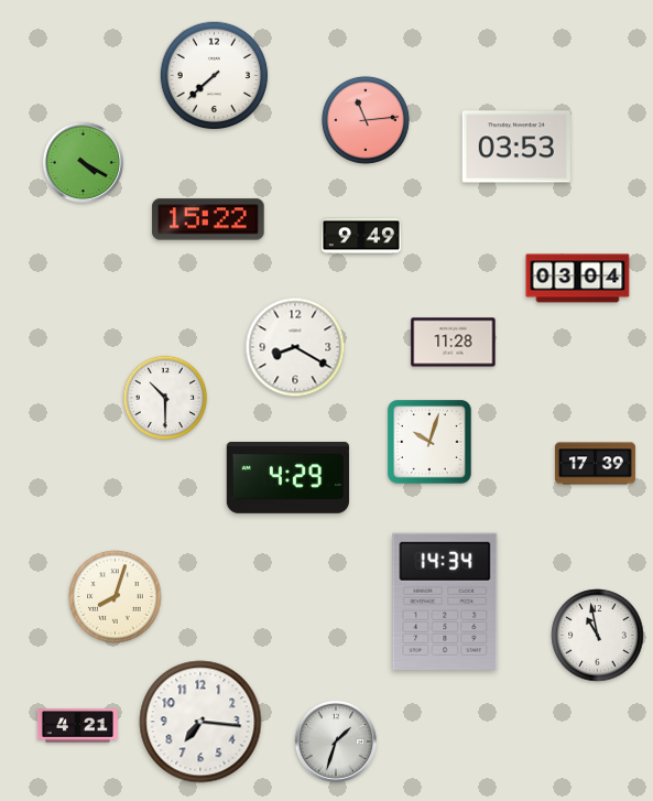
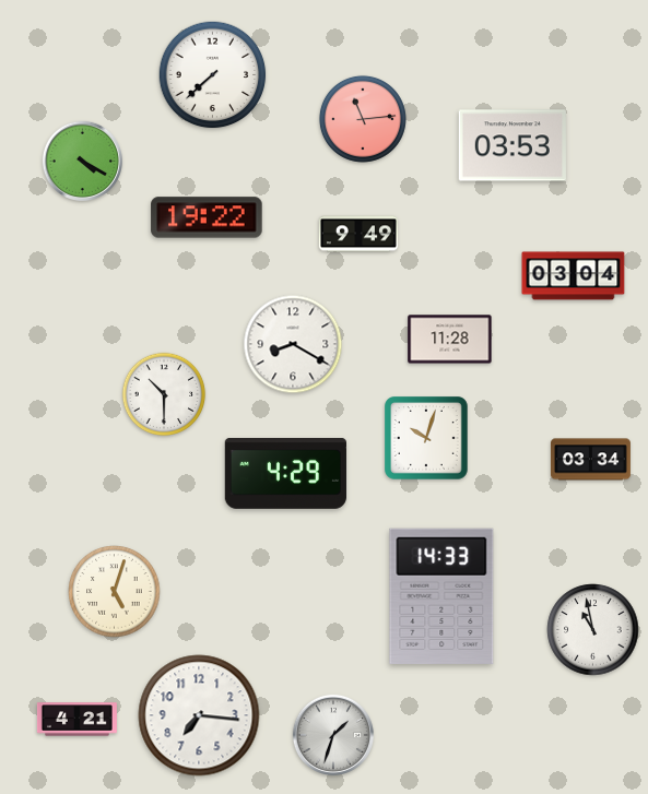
clock at (208, 219): 15:22 -> 19:22
clock at (595, 464): 17:39 -> 03:34
clock at (116, 597): 8:03 -> 5:03
clock at (445, 602): 14:34 -> 14:33
